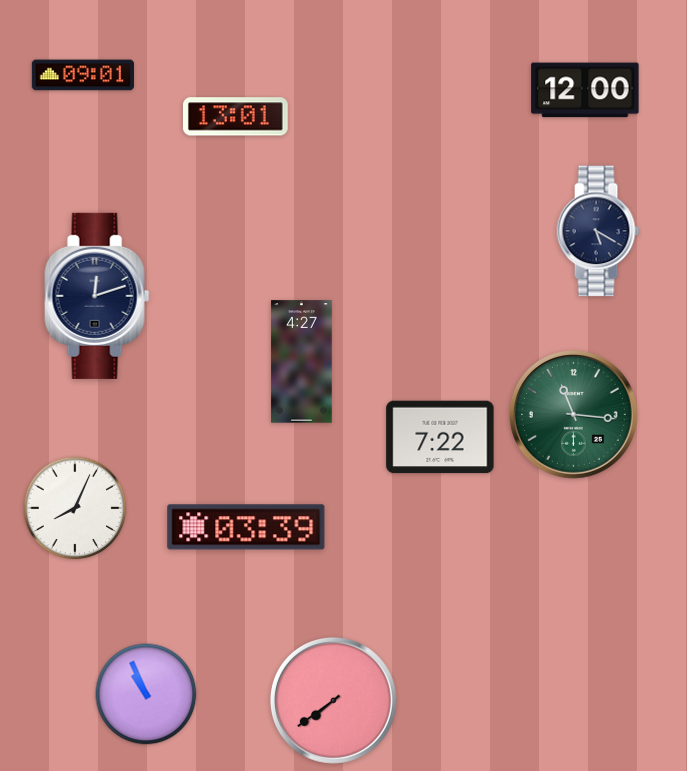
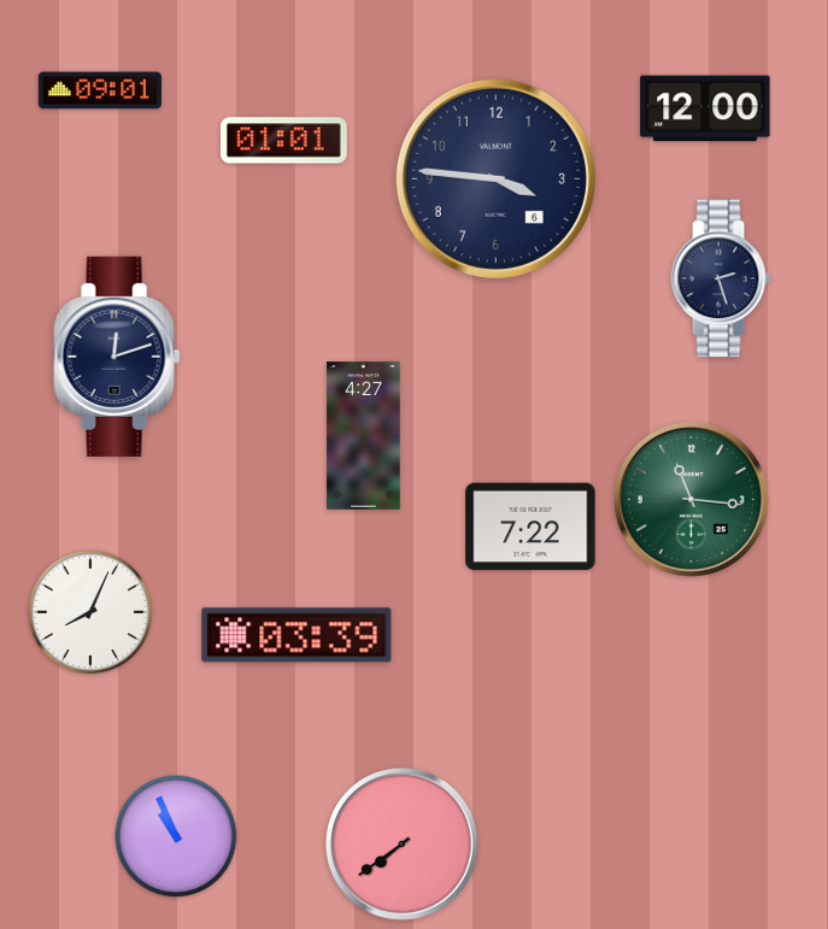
clock at (235, 117): 13:01 -> 01:01
clock at (495, 178): none -> 3:46
clock at (598, 231): 5:20 -> 2:27
